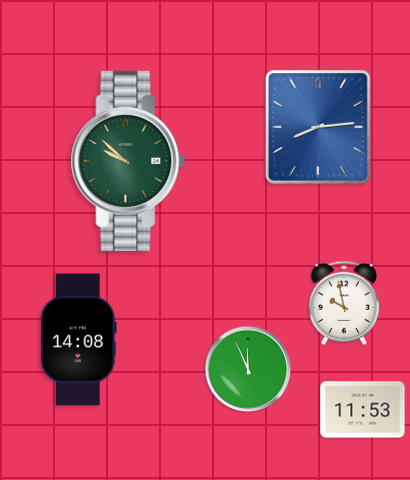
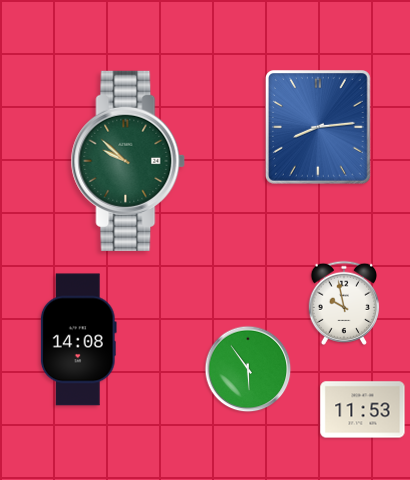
clock at (248, 369): 11:56 -> 5:54
